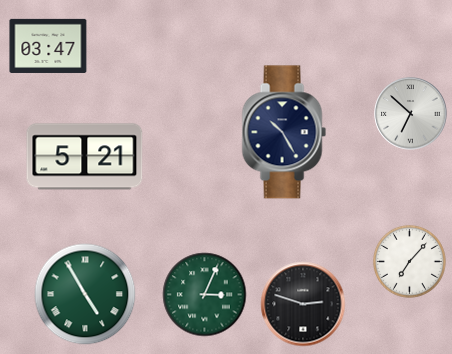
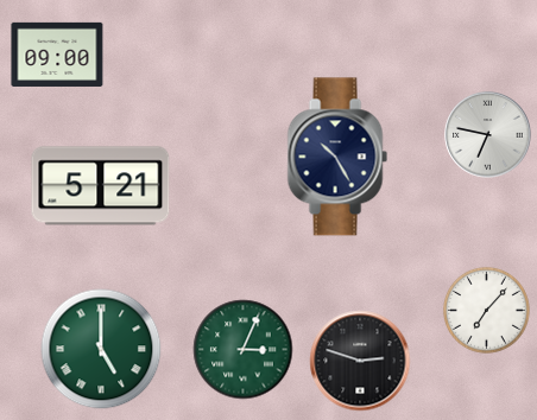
clock at (48, 46): 03:47 -> 09:00
clock at (411, 114): 6:52 -> 6:47
clock at (85, 294): 4:55 -> 5:00
